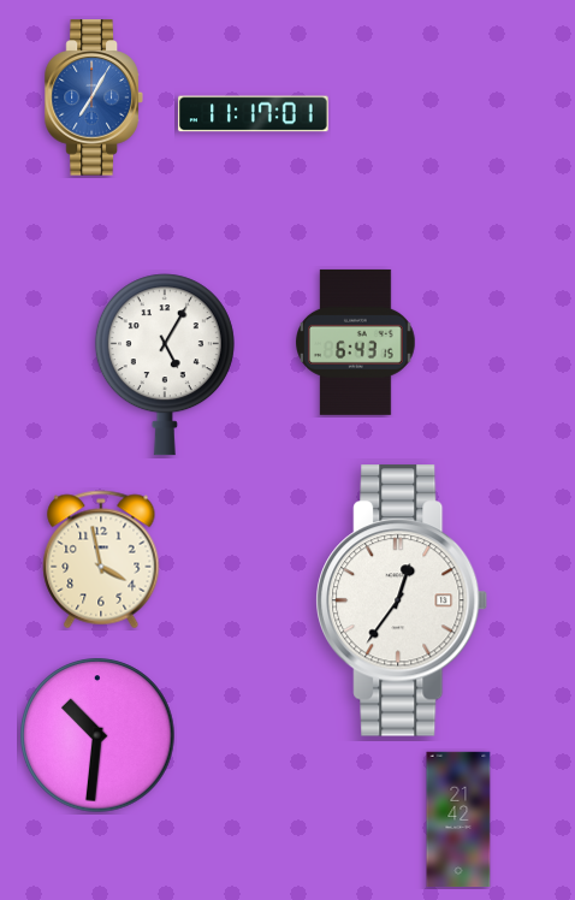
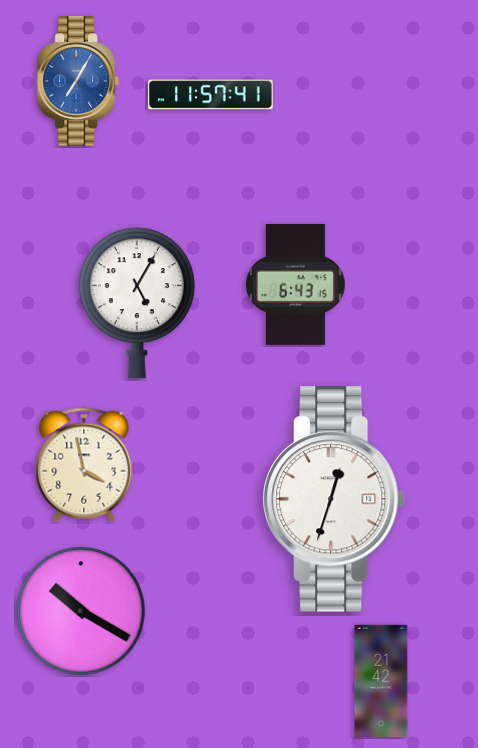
clock at (254, 114): 11:17 -> 11:57
clock at (402, 600): 12:36 -> 12:33
clock at (97, 735): 10:31 -> 10:20
